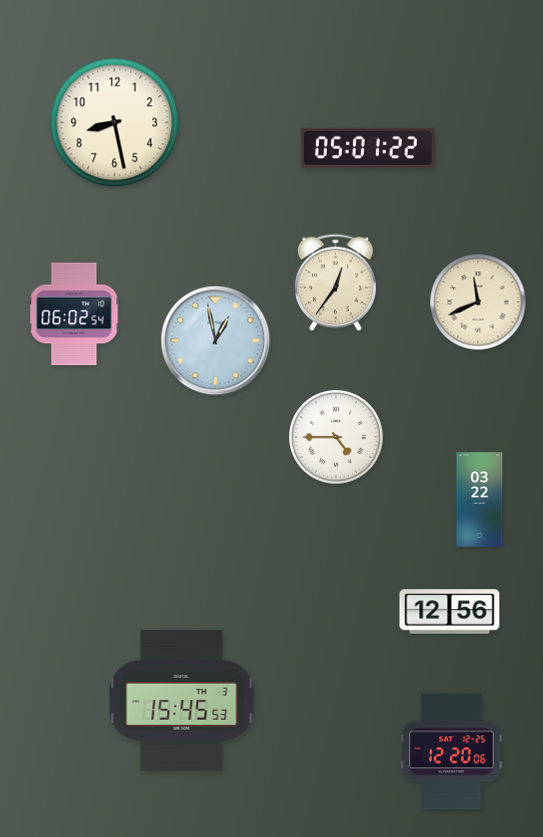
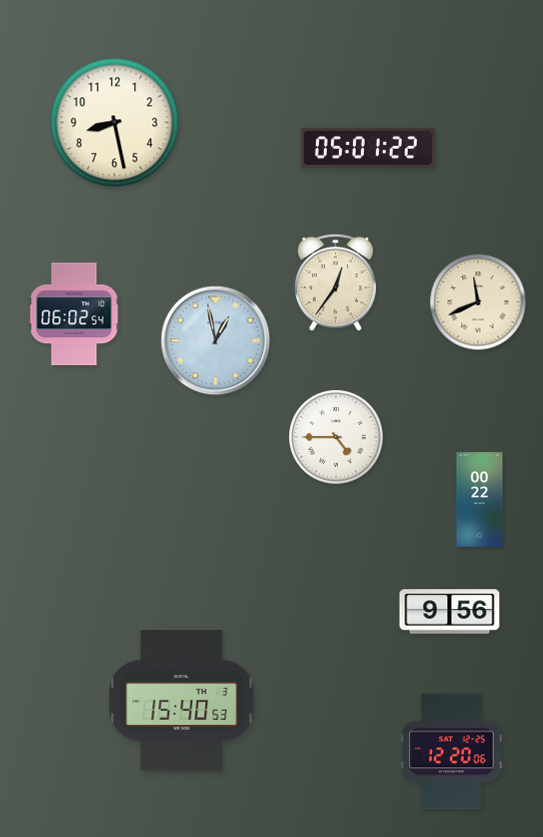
clock at (480, 500): 03:22 -> 00:22
clock at (450, 612): 12:56 -> 9:56
clock at (182, 701): 15:45 -> 15:40
